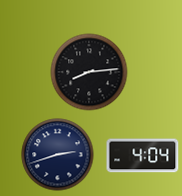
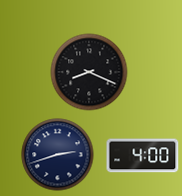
clock at (89, 72): 8:14 -> 8:19
clock at (143, 156): 4:04 -> 4:00
